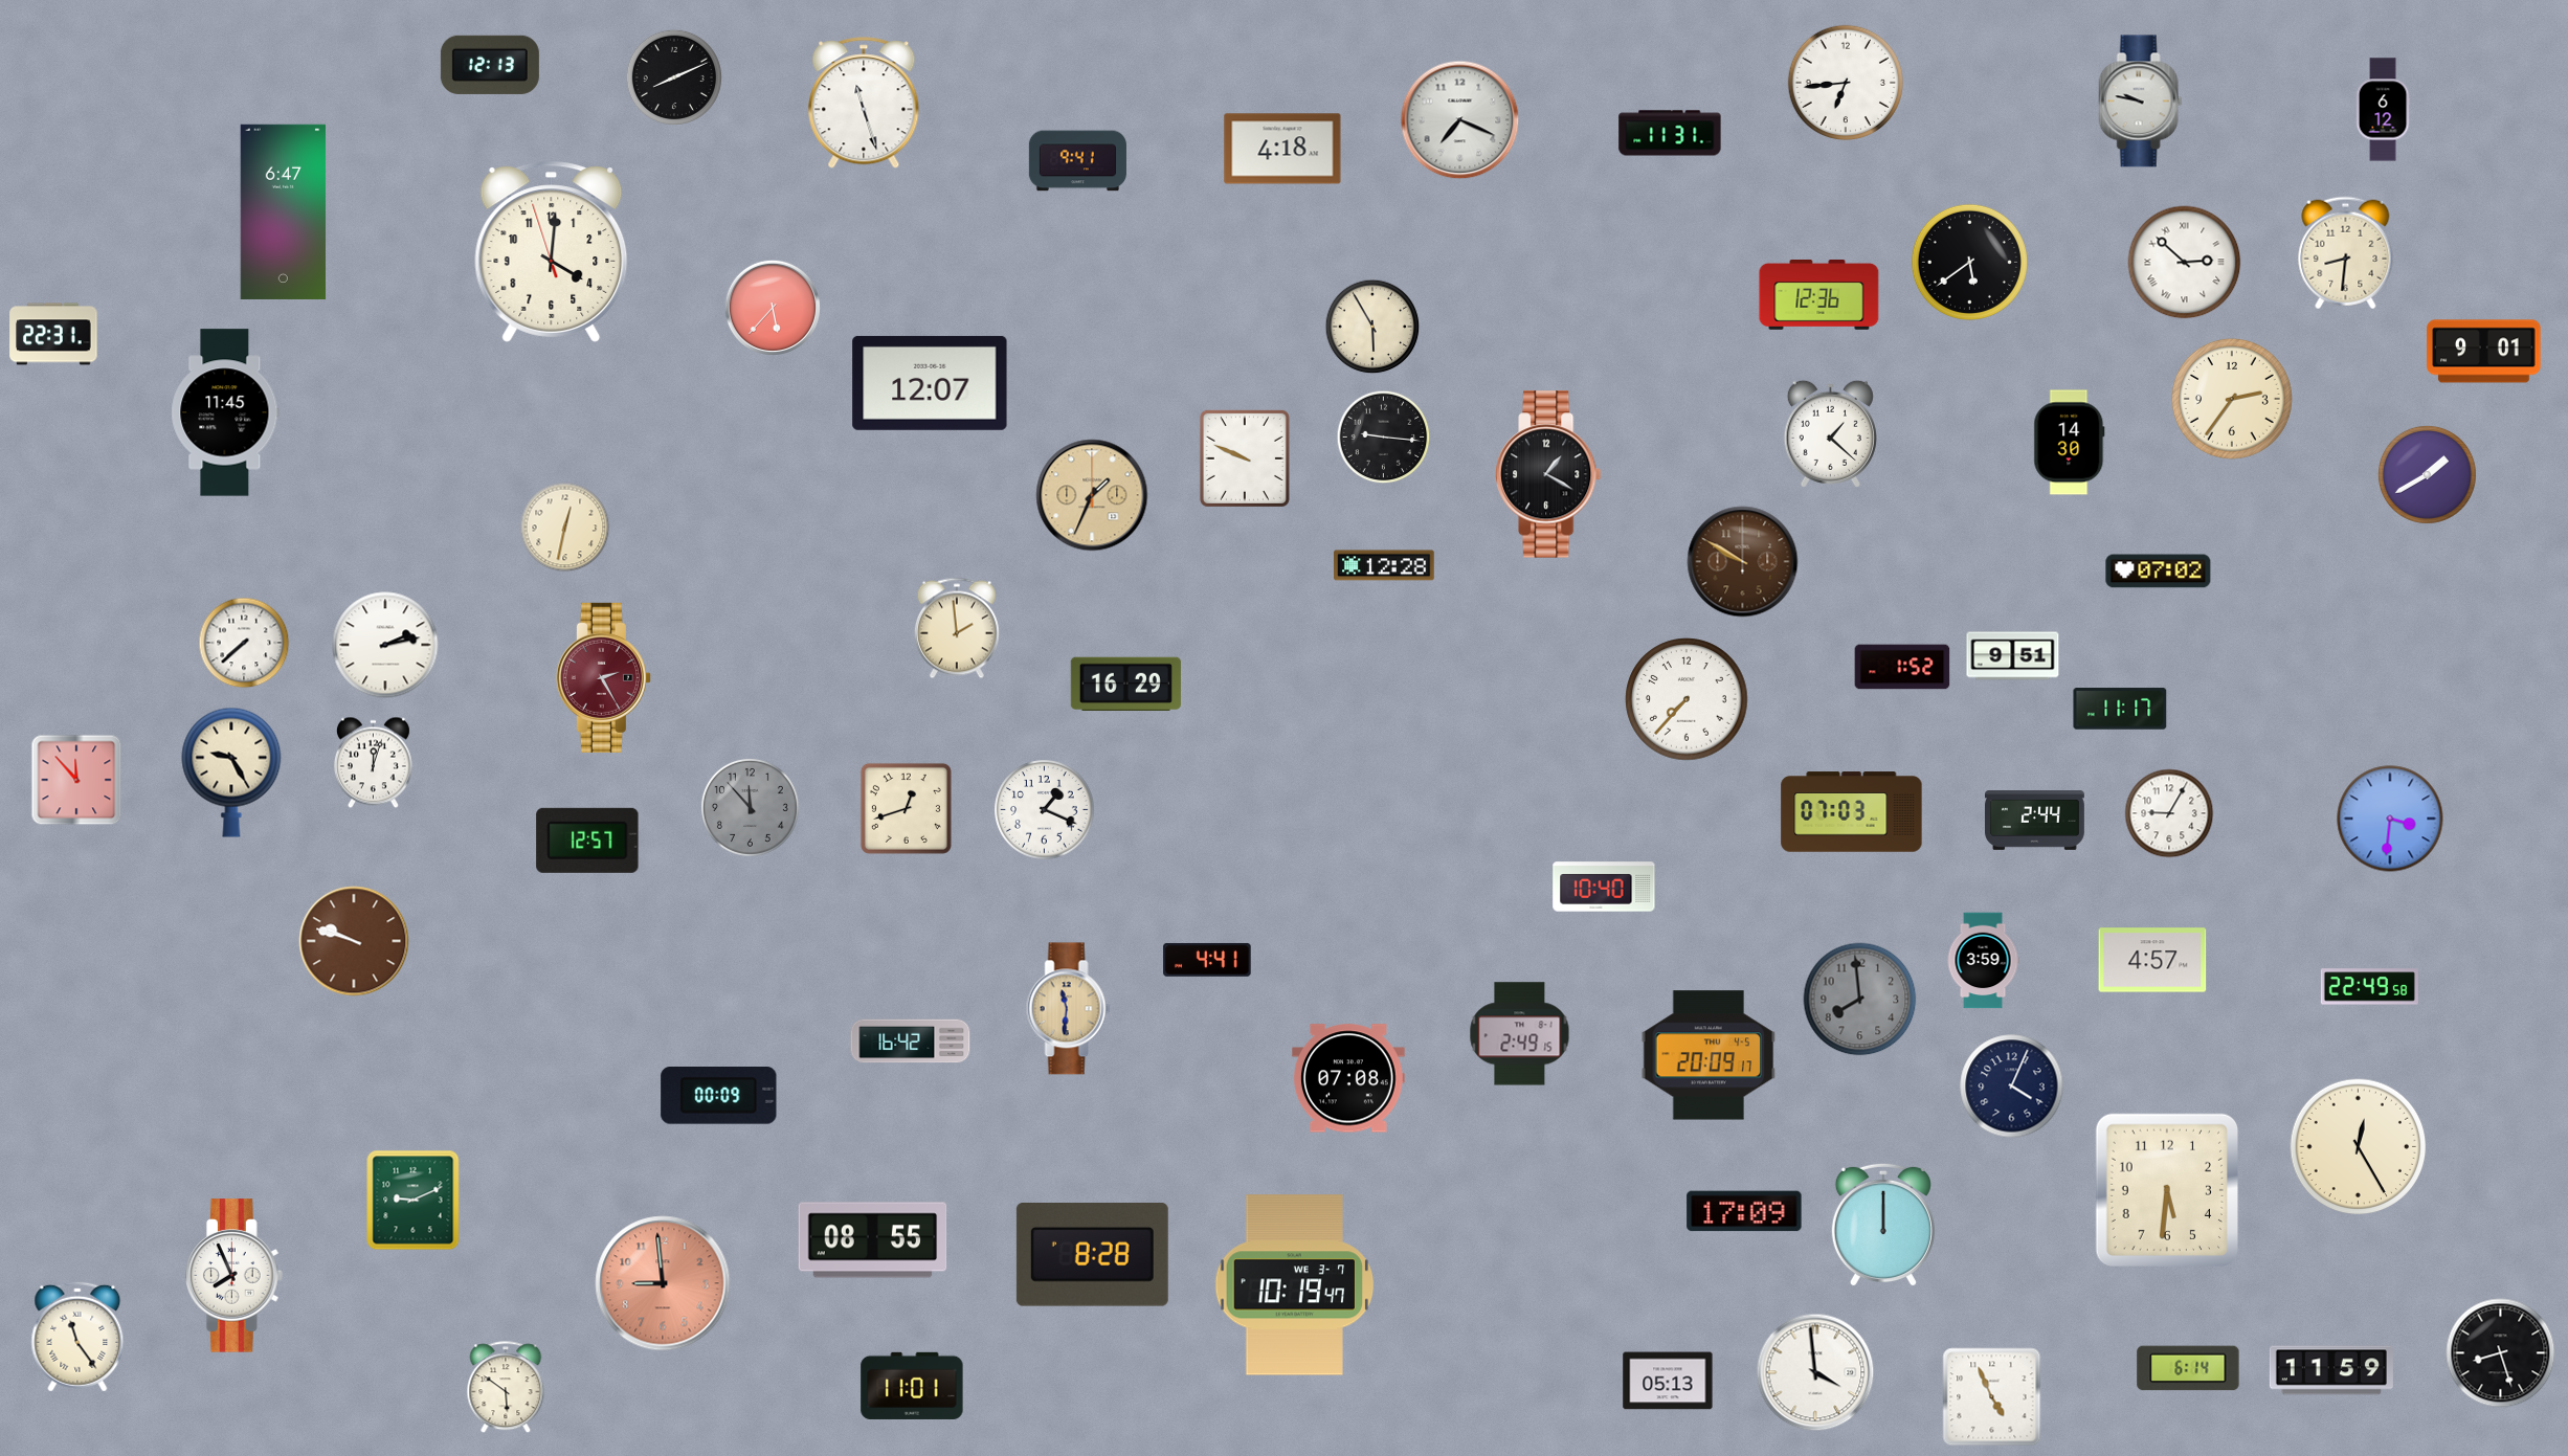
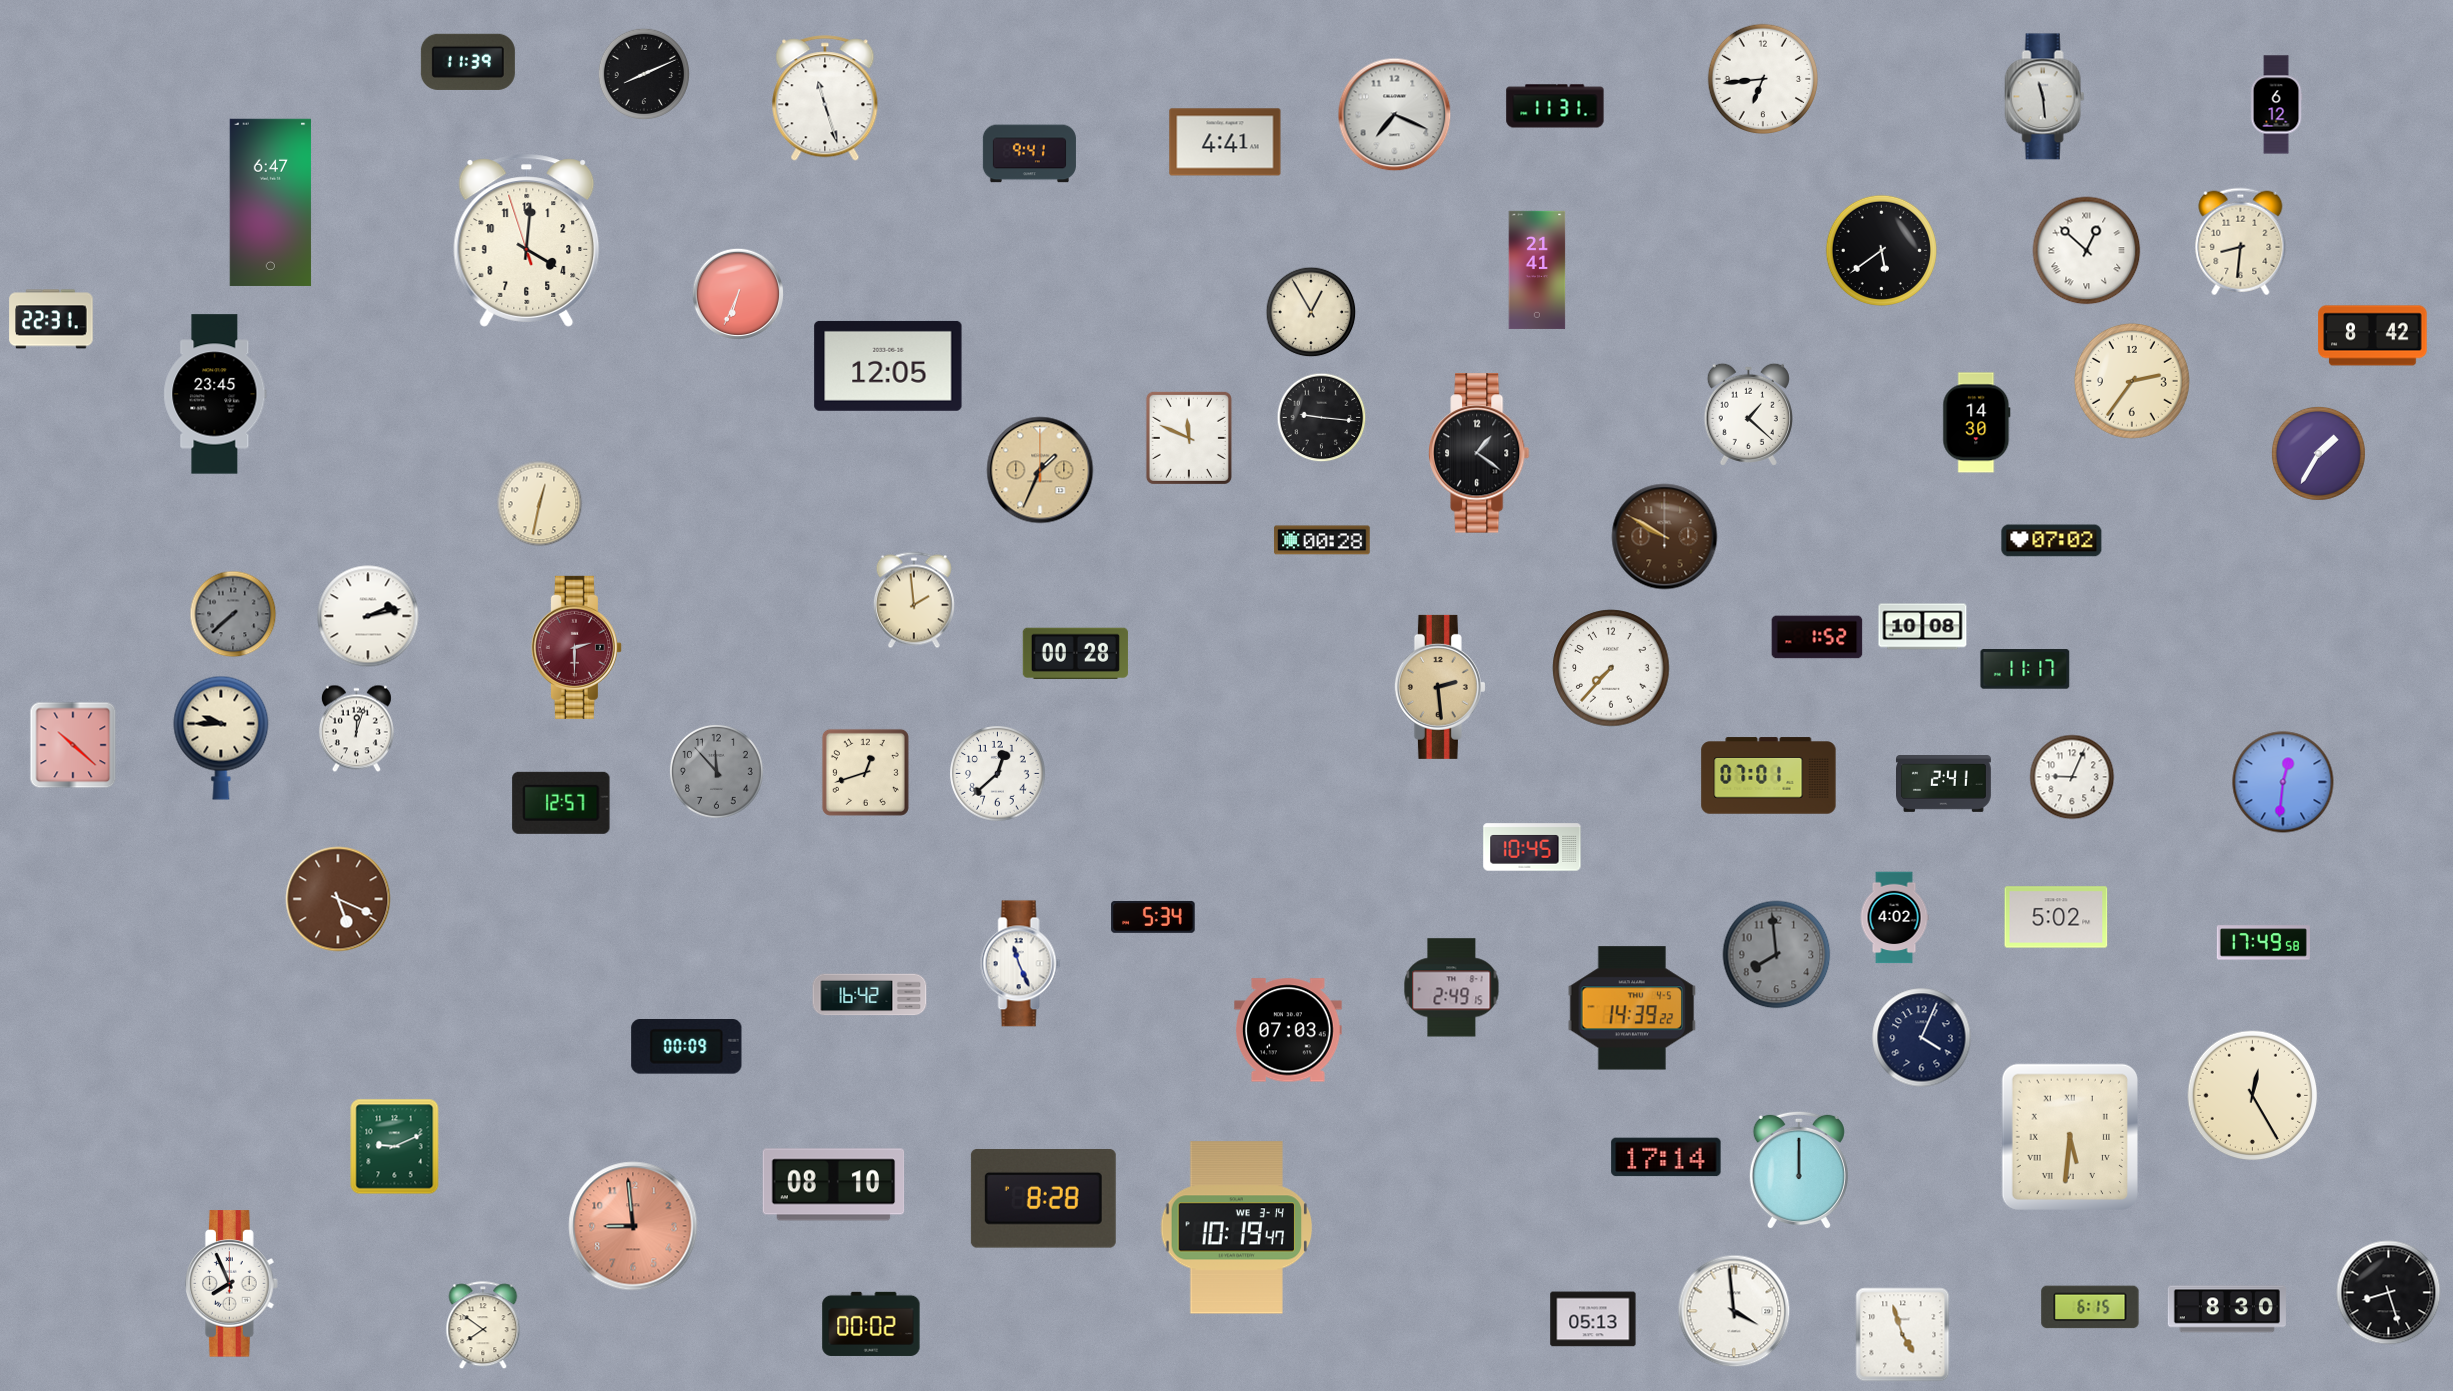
clock at (490, 65): 12:13 -> 11:39
clock at (2141, 102): 9:47 -> 11:29
clock at (1670, 133) position: (1670, 133) -> (1555, 106)
clock at (1282, 149): 4:18 -> 4:41
clock at (2185, 263): 2:52 -> 12:52
clock at (1537, 270): none -> 21:41
clock at (1819, 295): 12:36 -> none
clock at (772, 307): 5:37 -> 6:34
clock at (1372, 327): 5:55 -> 12:55
clock at (2484, 352): 9:01 -> 8:42
clock at (930, 383): 12:07 -> 12:05
clock at (225, 412): 11:45 -> 23:45
clock at (1245, 458): 9:49 -> 11:49
clock at (1548, 474): 1:20 -> 1:21
clock at (2427, 474): 1:40 -> 1:35
clock at (1092, 495) position: (1092, 495) -> (1040, 470)
clock at (1384, 565): 12:28 -> 00:28
clock at (2159, 572) position: (2159, 572) -> (2052, 541)
clock at (244, 643) dial: white -> grey
clock at (2013, 656): 9:51 -> 10:08
clock at (603, 677): 2:25 -> 2:30
clock at (1125, 685): 16:29 -> 00:28
clock at (2120, 709) position: (2120, 709) -> (2025, 669)
clock at (1440, 687): none -> 2:29
clock at (231, 772): 9:25 -> 9:45
clock at (76, 780): 11:53 -> 10:22
clock at (1045, 810): 1:19 -> 12:38
clock at (1852, 812): 07:03 -> 07:01
clock at (2169, 813): 9:05 -> 9:04
clock at (2390, 819): 3:31 -> 12:31
clock at (2035, 821): 2:44 -> 2:41
clock at (1604, 887): 10:40 -> 10:45
clock at (354, 941): 9:48 -> 5:19
clock at (1207, 960): 4:41 -> 5:34
clock at (2152, 960): 4:57 -> 5:02
clock at (1983, 961): 3:59 -> 4:02
clock at (2369, 987): 22:49 -> 17:49
clock at (1069, 1009): 11:31 -> 11:26
clock at (1069, 1009) dial: champagne -> white
clock at (1709, 1055): 20:09 -> 14:39
clock at (1349, 1078): 07:08 -> 07:03
clock at (2166, 1189) numerals: Arabic -> Roman
clock at (1744, 1211): 17:09 -> 17:14
clock at (873, 1240): 08:55 -> 08:10
clock at (235, 1276) position: (235, 1276) -> (232, 1284)
clock at (1295, 1285) date: WE 3-7 -> WE 3-14
clock at (77, 1337): 11:24 -> none
clock at (2188, 1368): 6:14 -> 6:15
clock at (2331, 1370): 11:59 -> 8:30
clock at (912, 1386): 11:01 -> 00:02
clock at (506, 1388): 5:51 -> 7:51
clock at (1992, 1397): 4:56 -> 4:57
